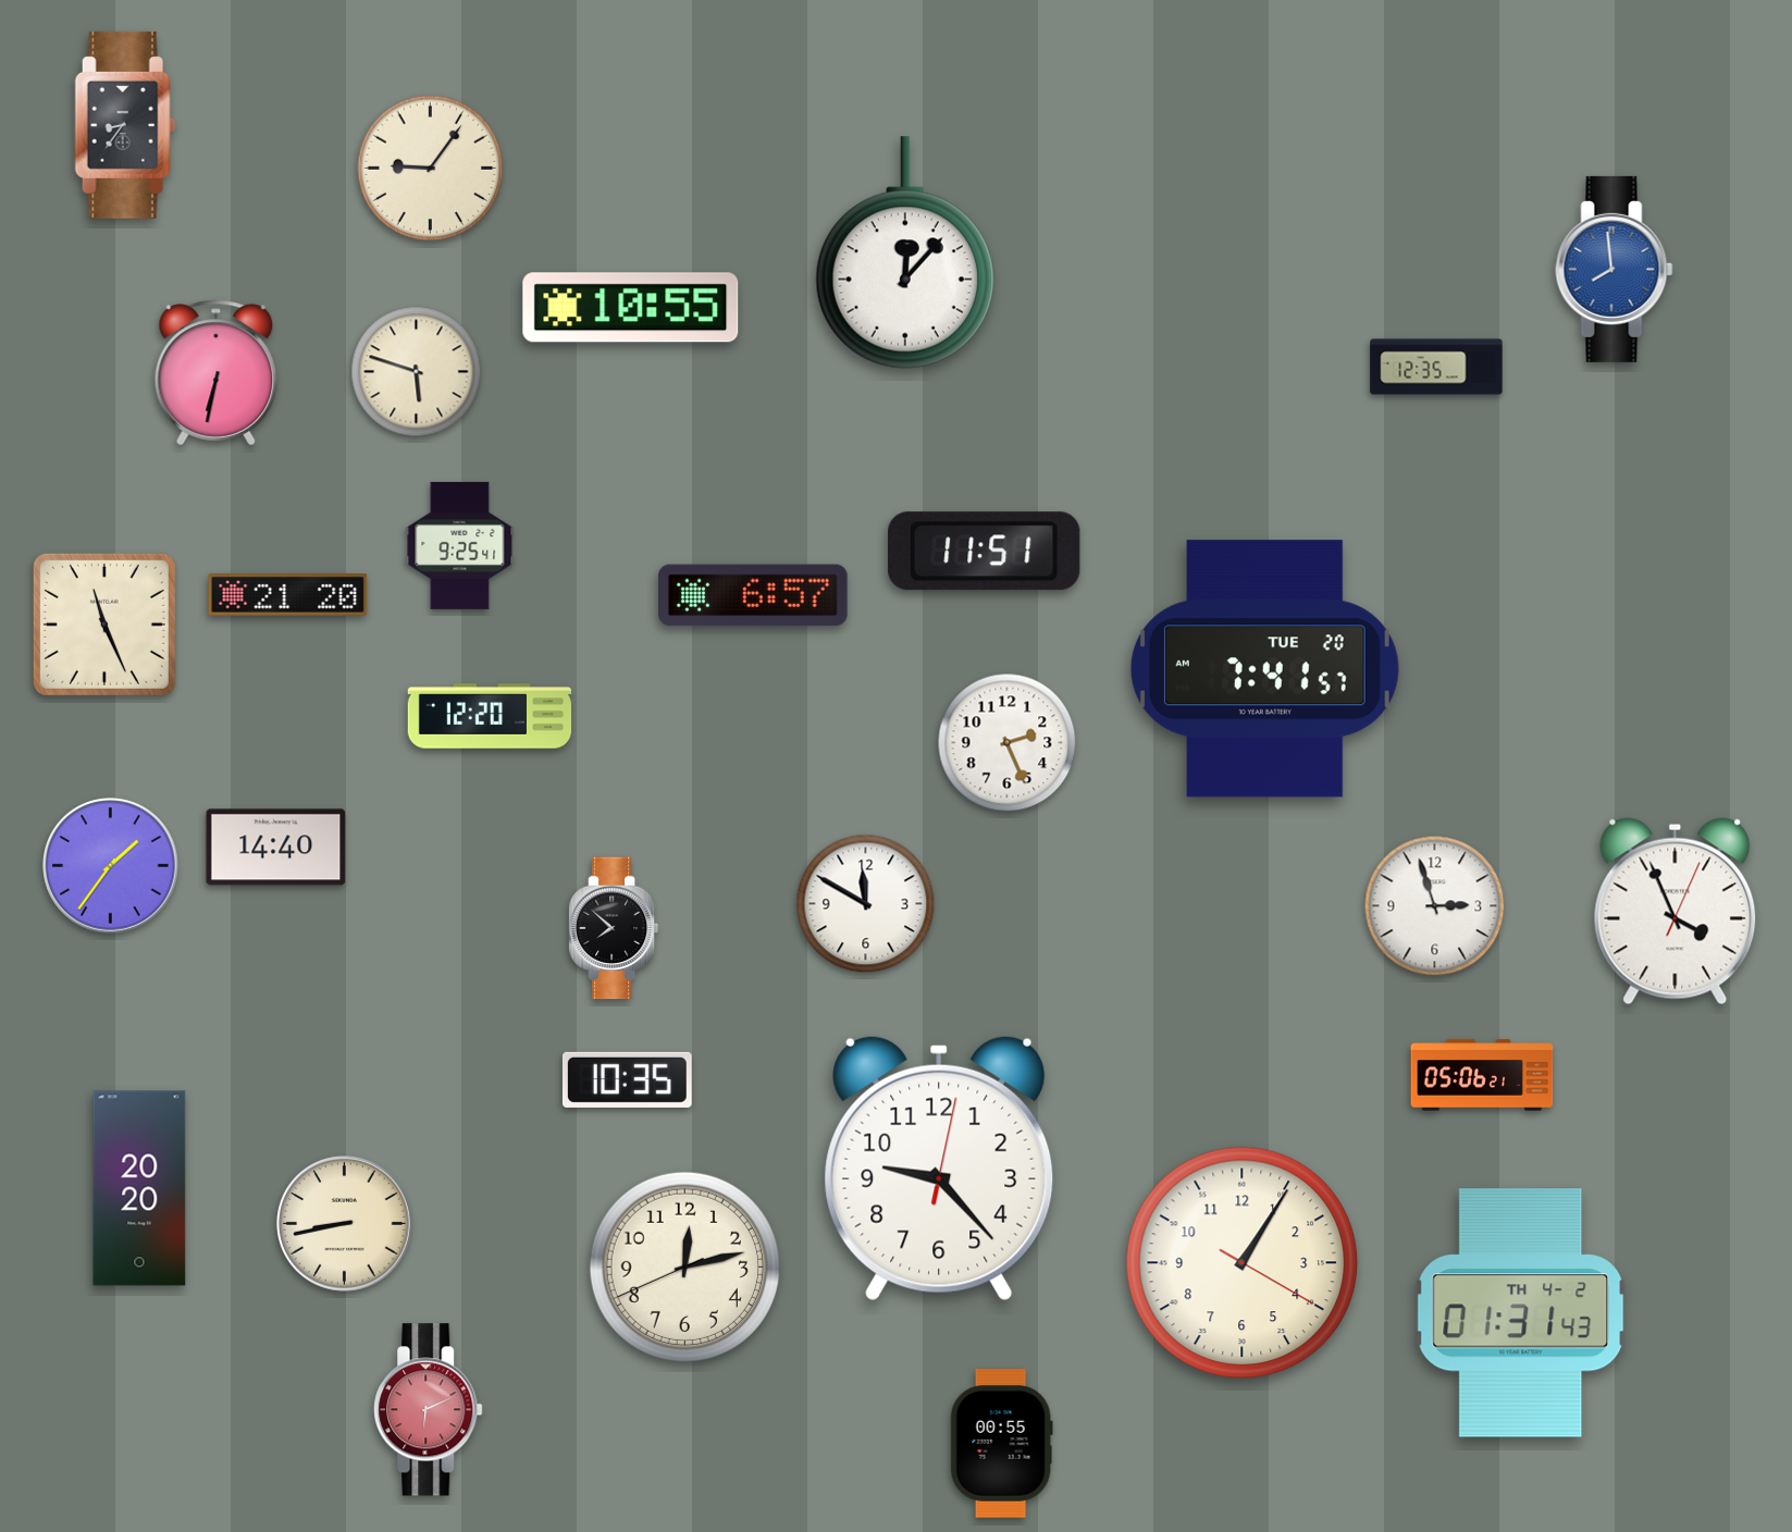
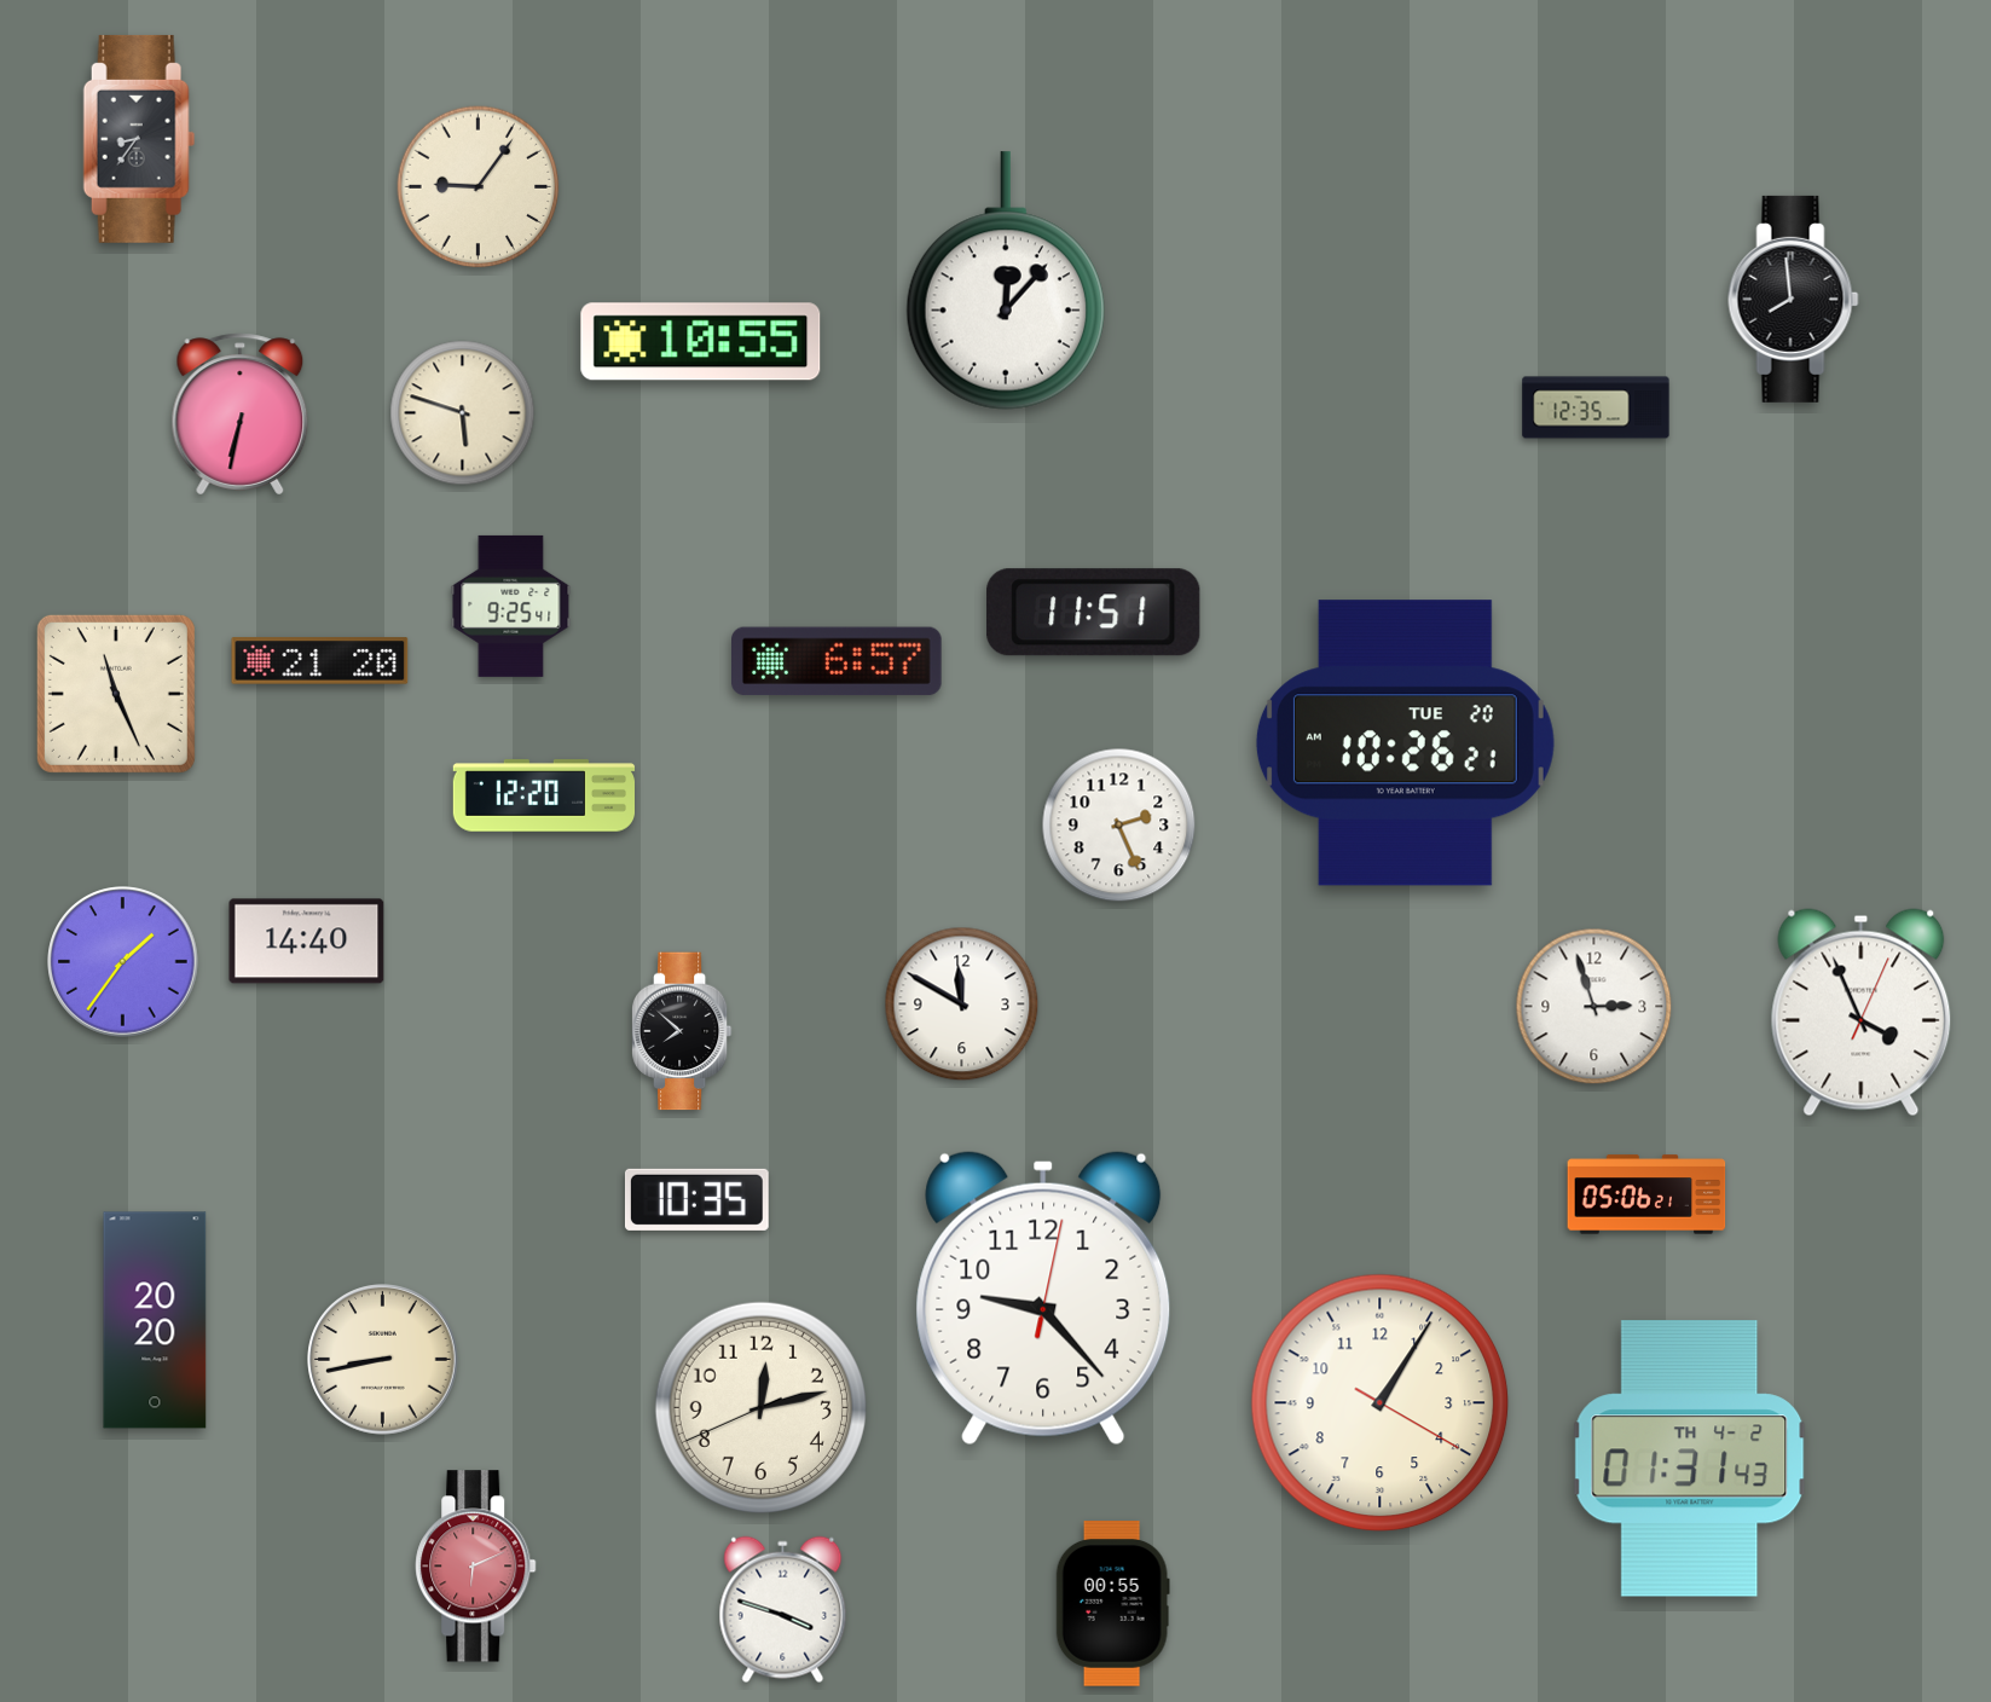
clock at (1615, 269) dial: blue -> black
clock at (1264, 669): 7:41 -> 10:26
clock at (783, 1610): none -> 3:48
